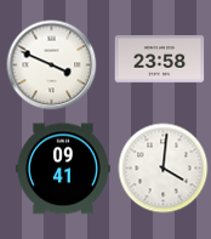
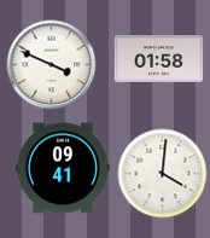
clock at (160, 59): 23:58 -> 01:58
clock at (164, 169) position: (164, 169) -> (163, 174)
